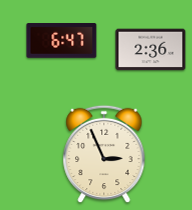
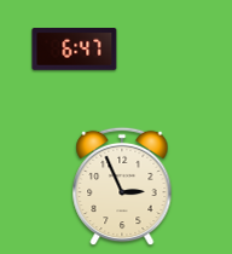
clock at (151, 50): 2:36 -> none
clock at (104, 154) position: (104, 154) -> (122, 186)
